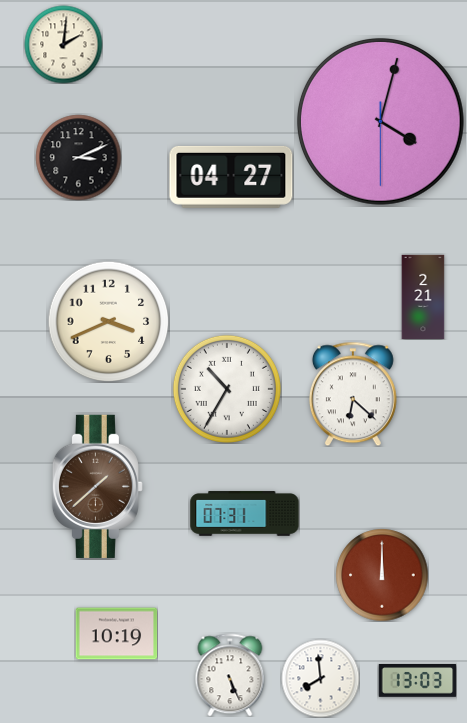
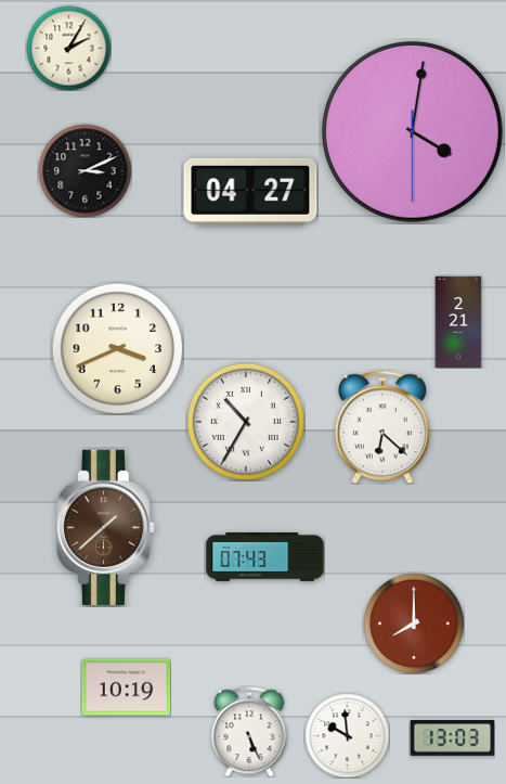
clock at (63, 44): 2:01 -> 2:05
clock at (380, 121): 4:02 -> 4:01
clock at (245, 514): 07:31 -> 07:43
clock at (382, 575): 12:00 -> 8:00
clock at (320, 678): 7:59 -> 9:59
